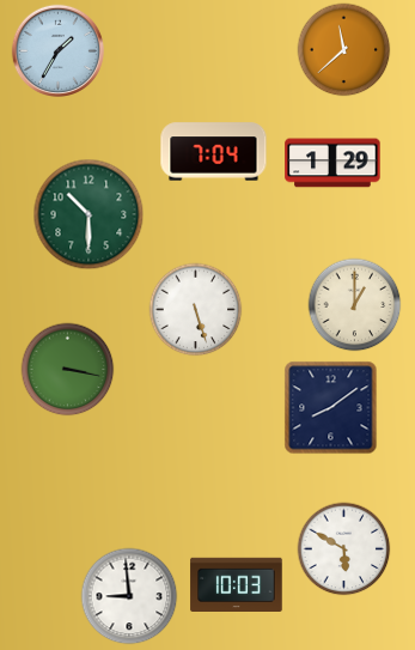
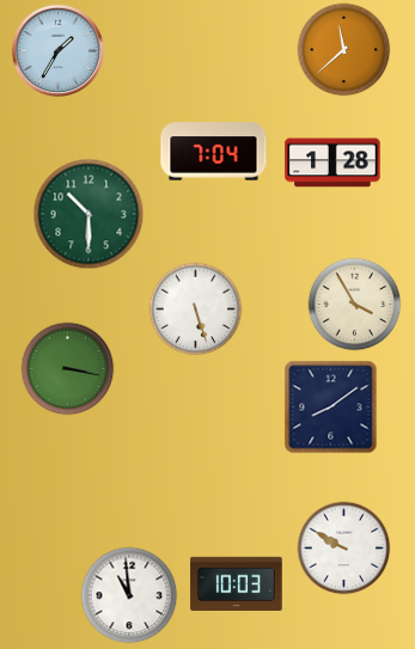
clock at (332, 163): 1:29 -> 1:28
clock at (354, 304): 1:00 -> 3:55
clock at (343, 548): 5:50 -> 9:50
clock at (129, 596): 8:59 -> 10:59
